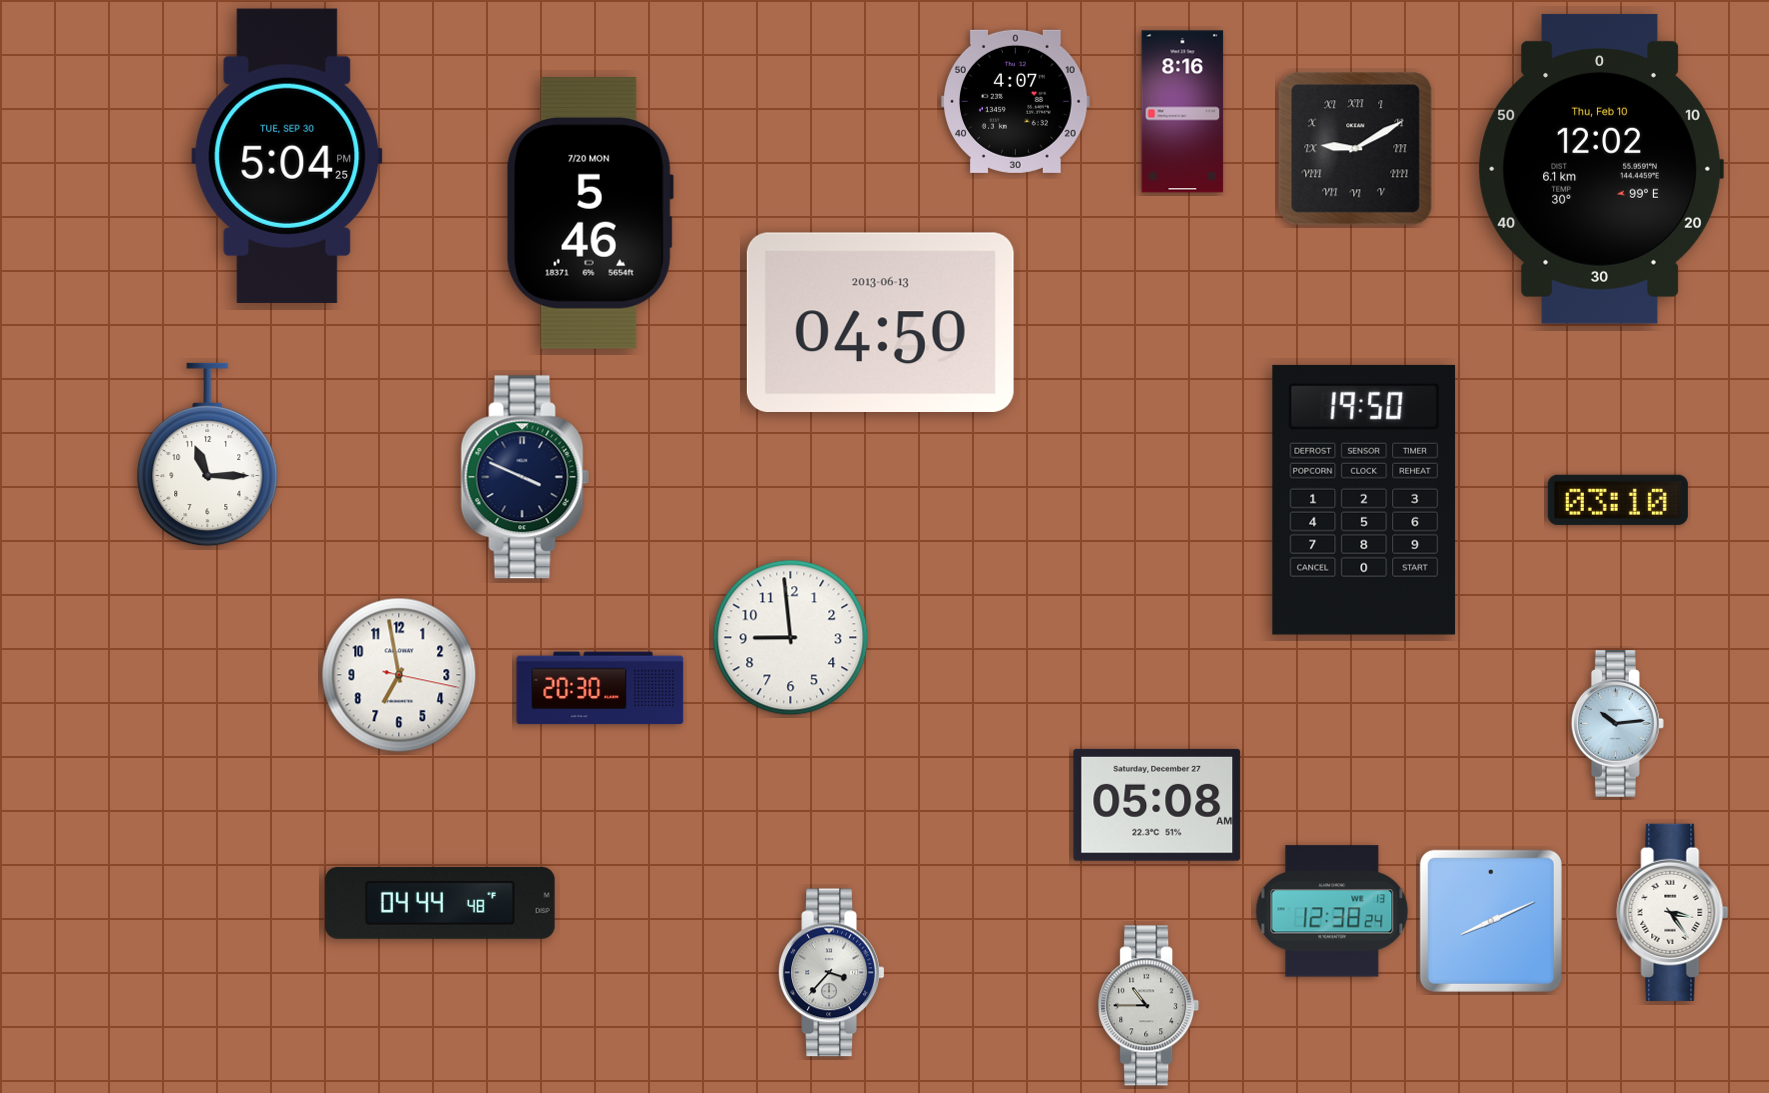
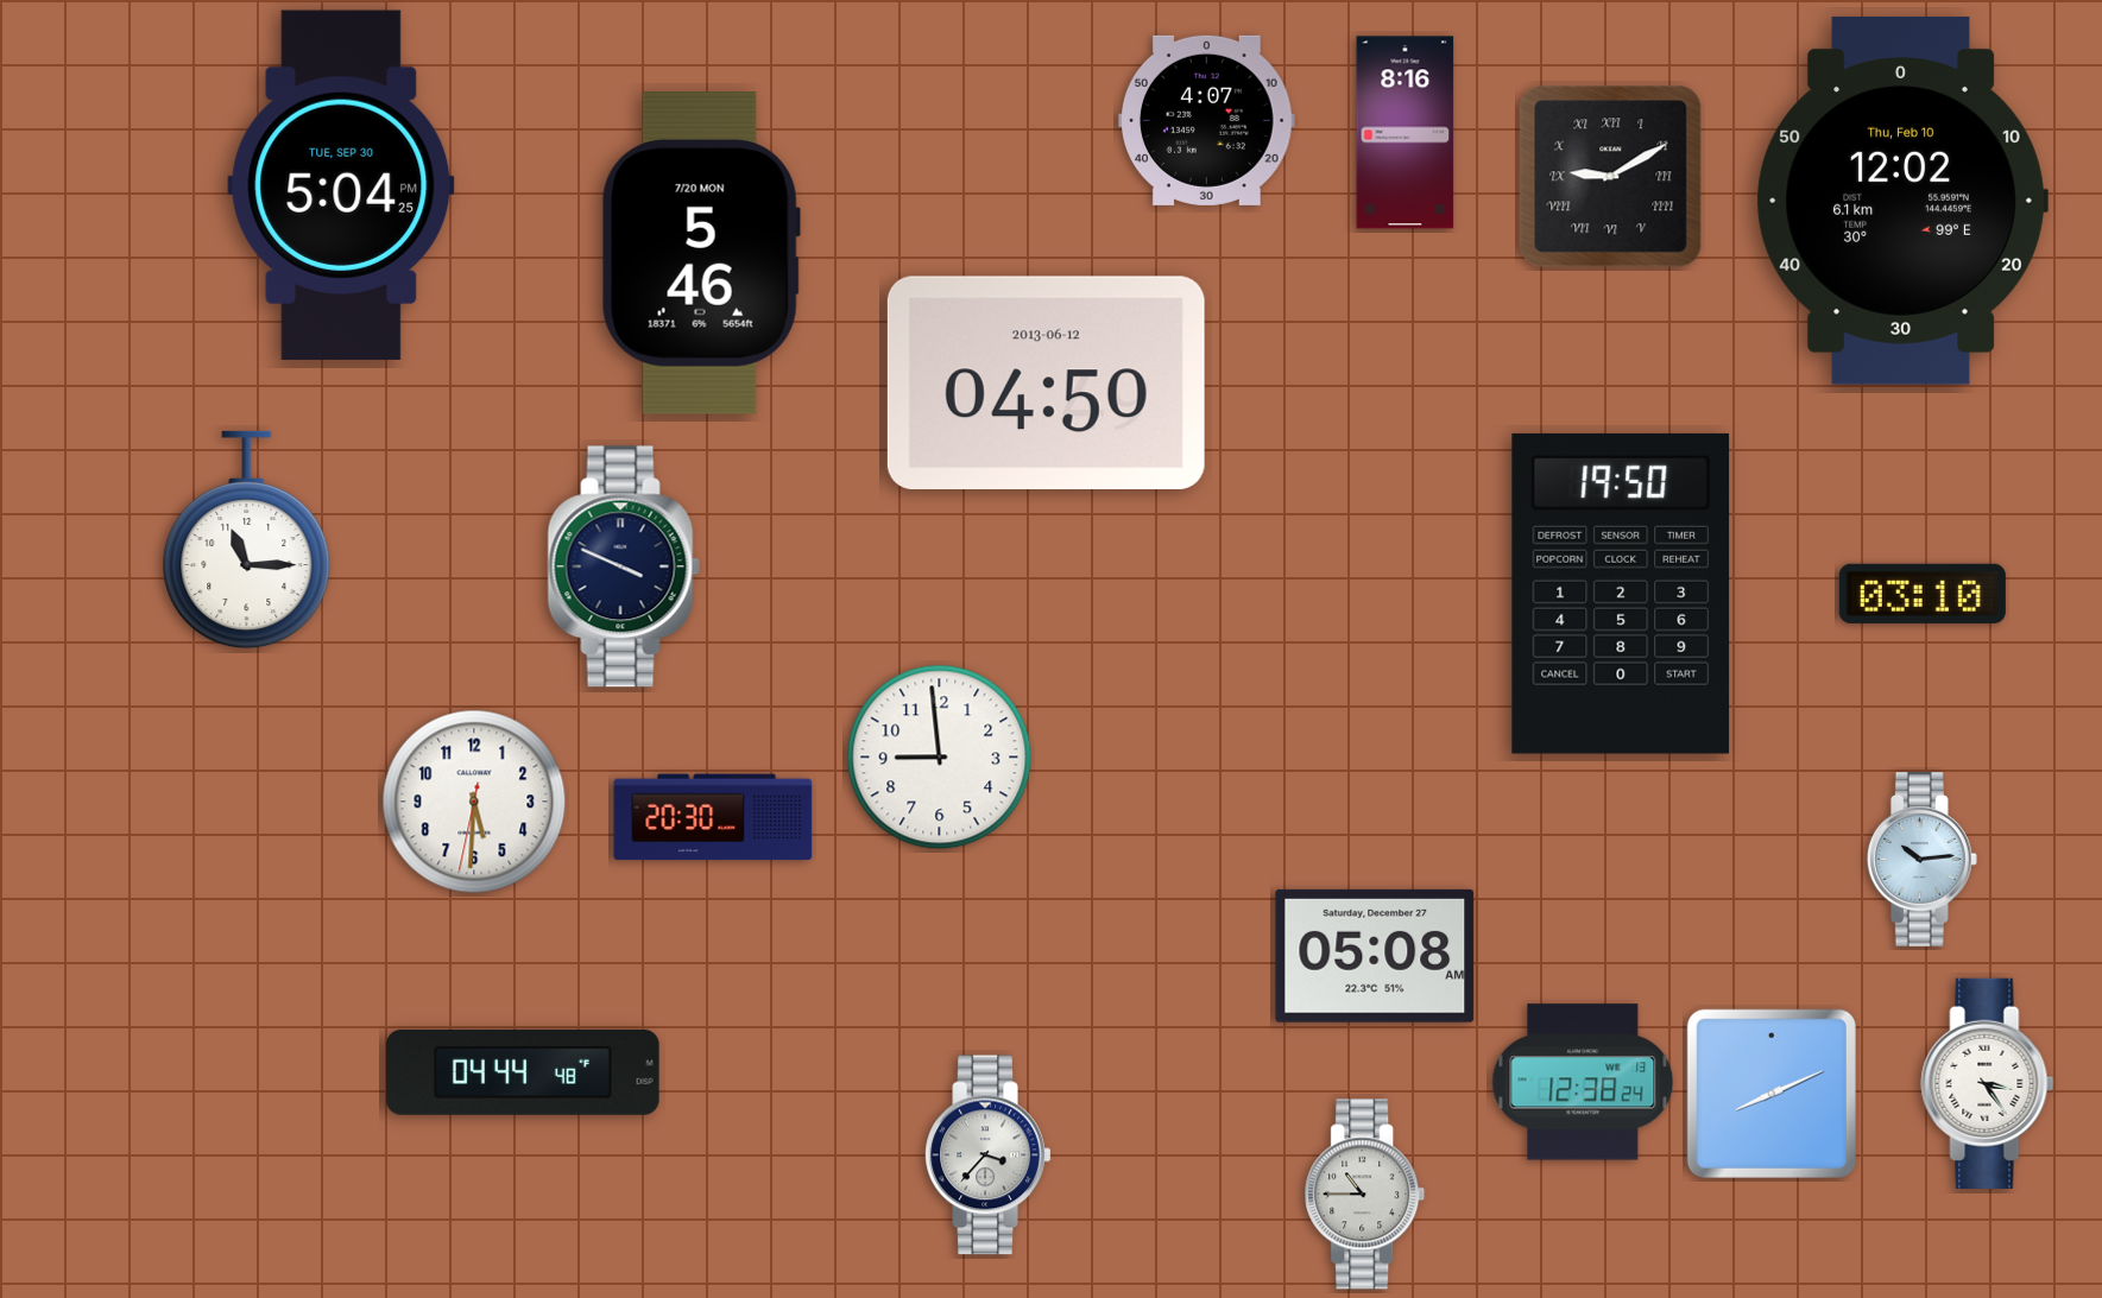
clock at (880, 322) date: 2013-06-13 -> 2013-06-12
clock at (399, 675): 6:58 -> 5:30
